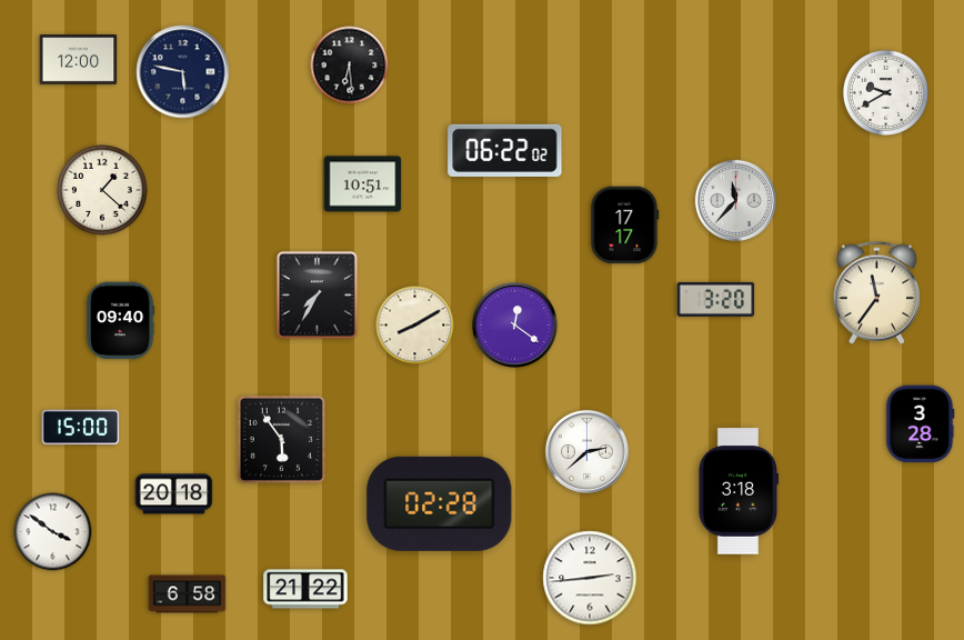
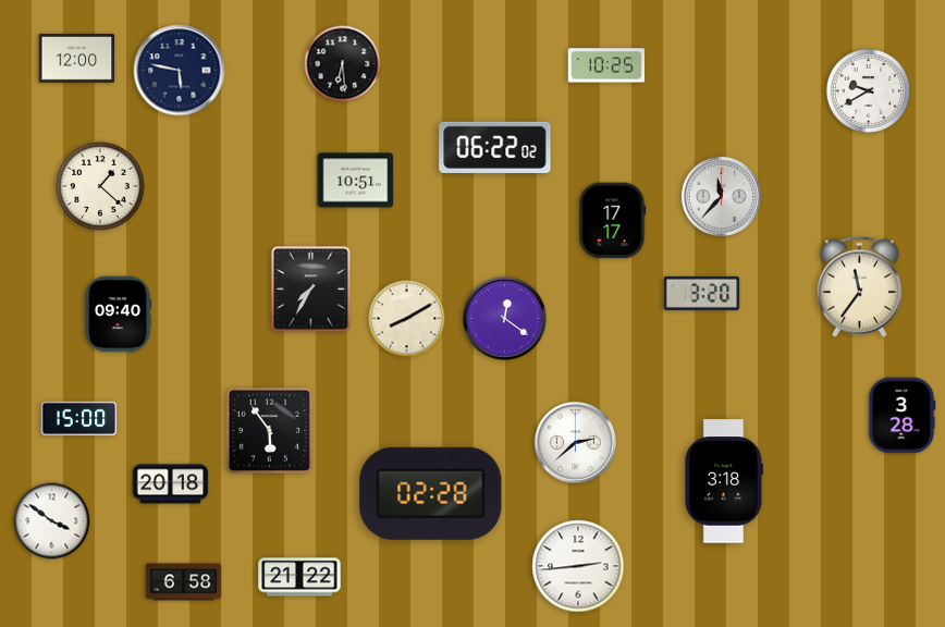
clock at (606, 65): none -> 10:25
clock at (281, 439) position: (281, 439) -> (269, 430)
